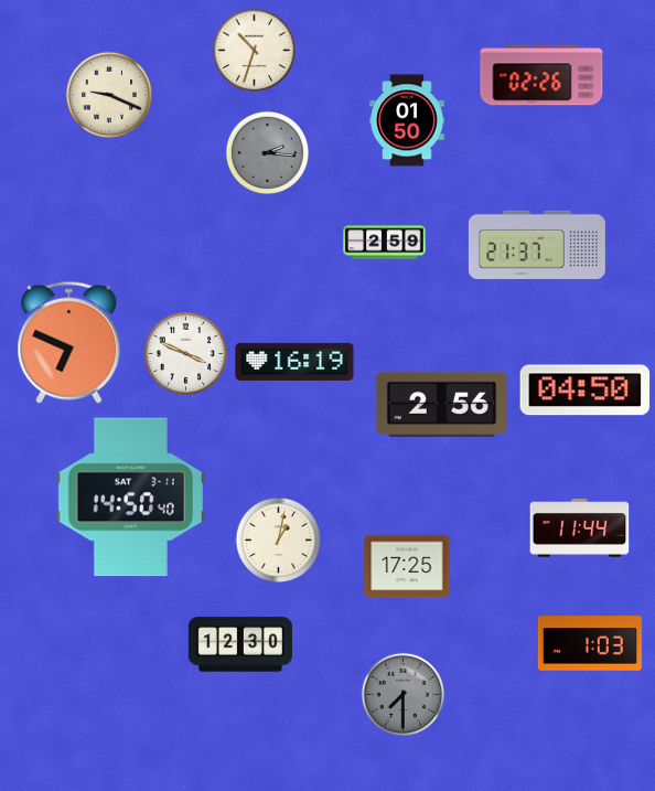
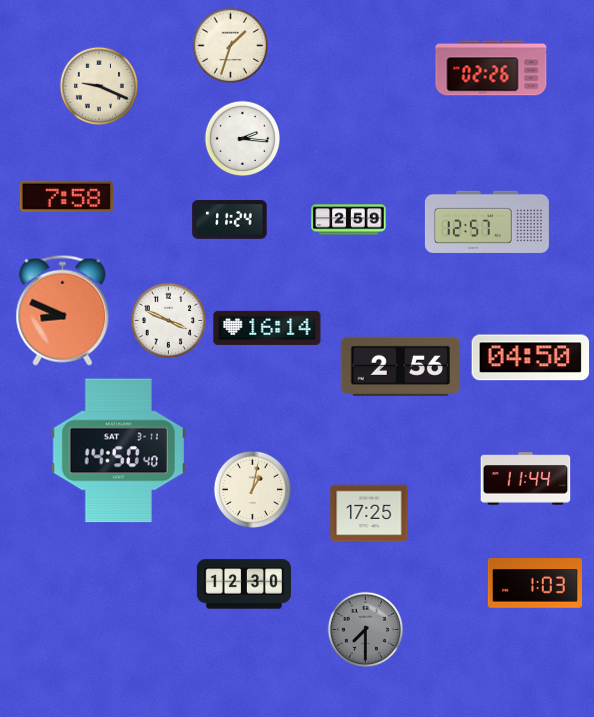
clock at (255, 51): 10:33 -> 1:33
clock at (407, 120): 01:50 -> none
clock at (268, 153) dial: grey -> white
clock at (66, 196): none -> 7:58
clock at (230, 220): none -> 11:24
clock at (537, 245): 21:37 -> 12:57
clock at (69, 342): 6:49 -> 8:49
clock at (294, 362): 16:19 -> 16:14
clock at (586, 391) position: (586, 391) -> (531, 358)
clock at (240, 644) position: (240, 644) -> (244, 584)
